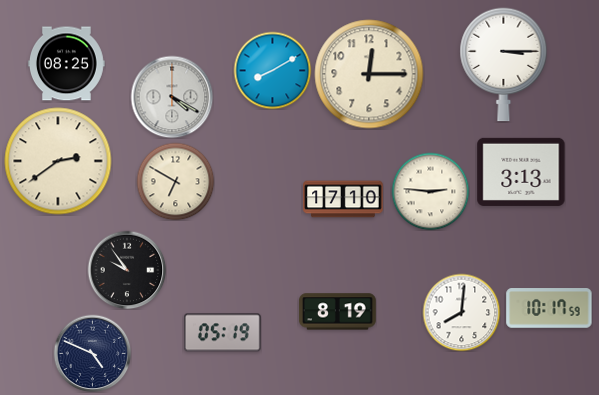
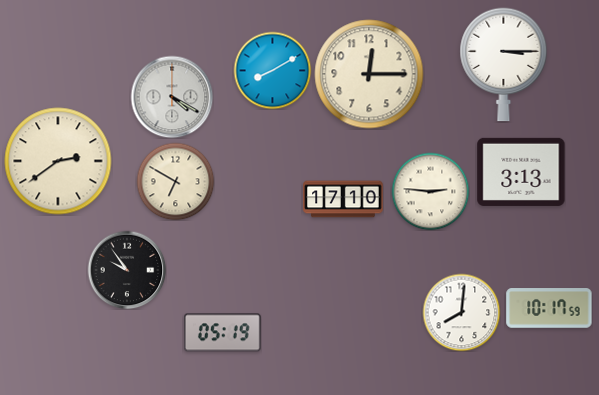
clock at (67, 64): 08:25 -> none
clock at (338, 312): 8:19 -> none
clock at (92, 353): 4:49 -> none
